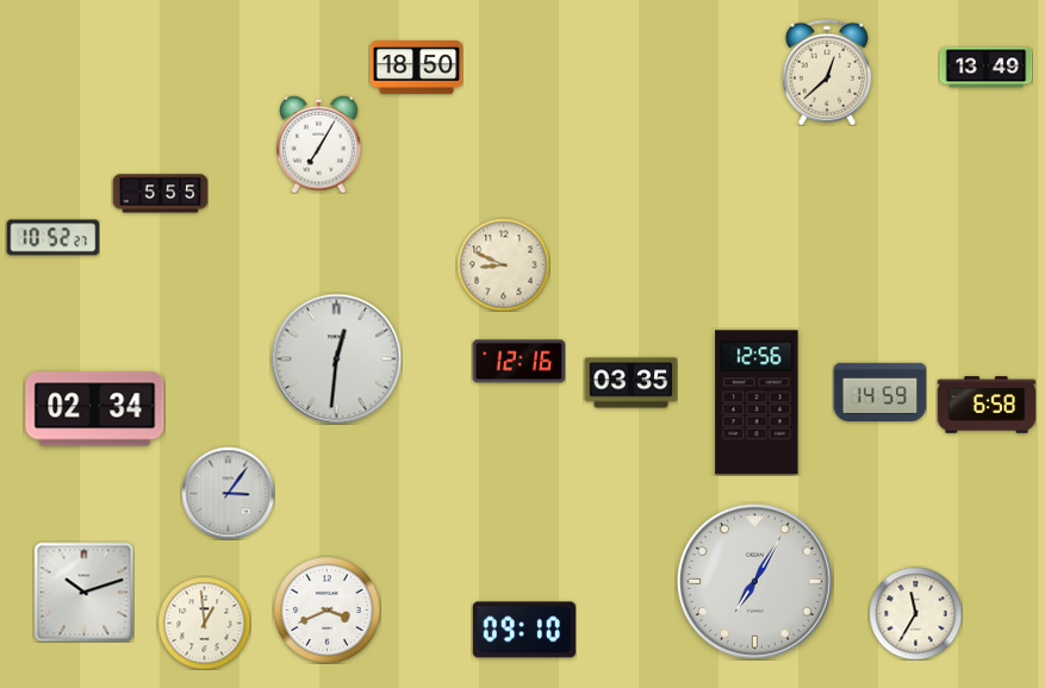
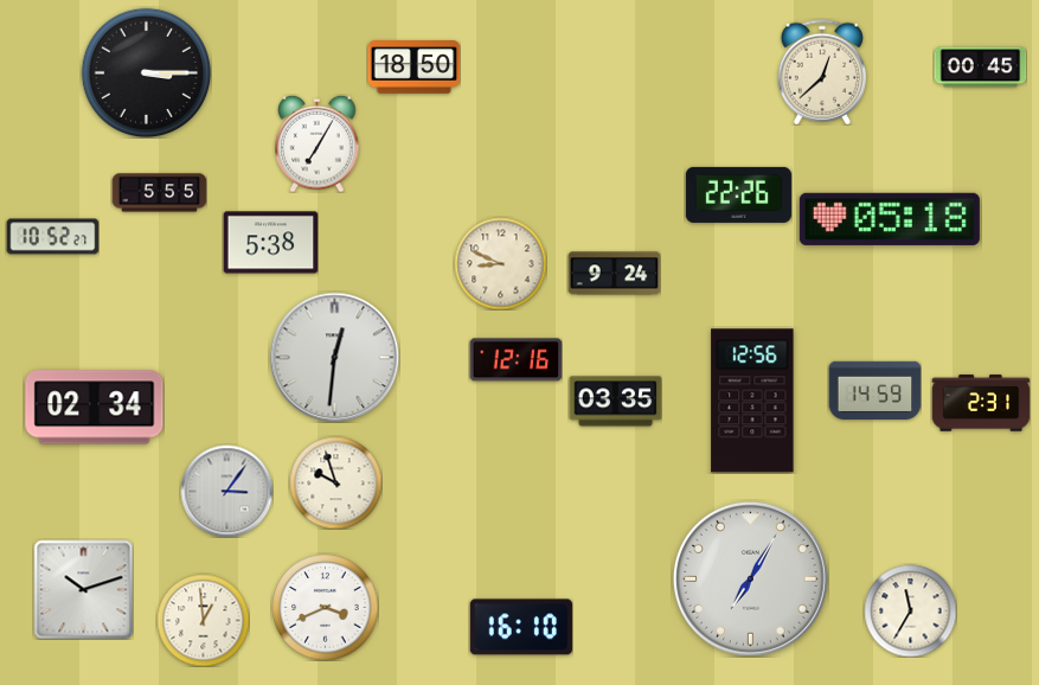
clock at (985, 68): 13:49 -> 00:45
clock at (146, 72): none -> 3:15
clock at (738, 194): none -> 22:26
clock at (890, 219): none -> 05:18
clock at (270, 243): none -> 5:38
clock at (614, 274): none -> 9:24
clock at (630, 383) position: (630, 383) -> (615, 402)
clock at (987, 405): 6:58 -> 2:31
clock at (335, 482): none -> 9:57
clock at (524, 630): 09:10 -> 16:10
